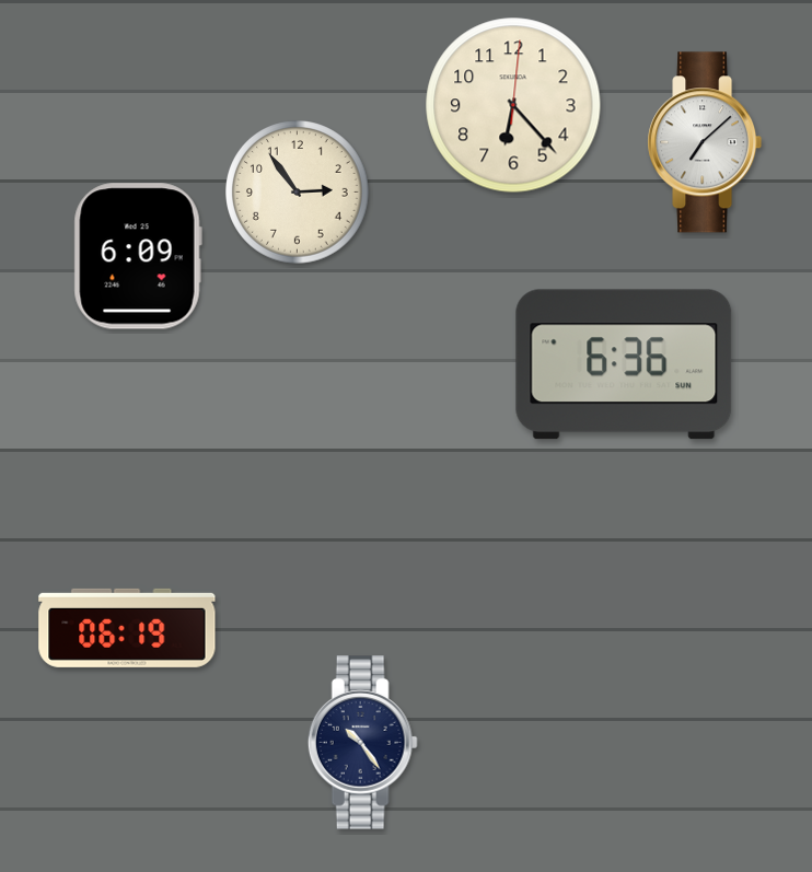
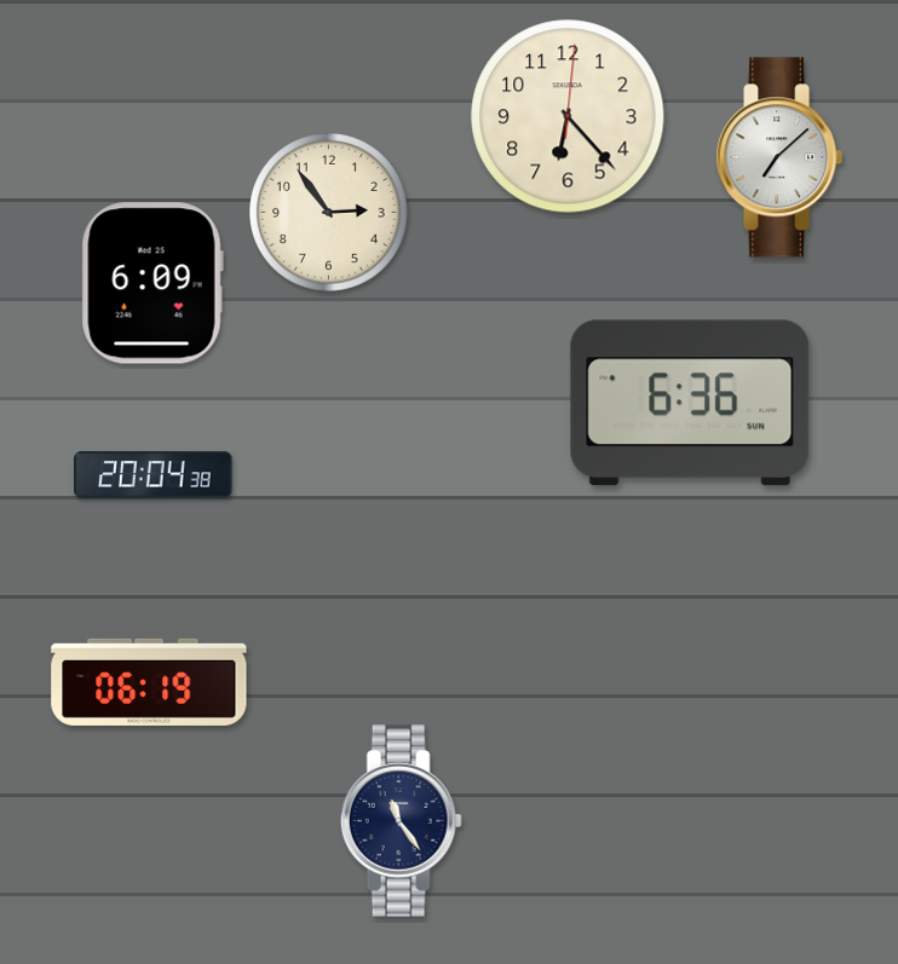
clock at (154, 475): none -> 20:04
clock at (127, 628) position: (127, 628) -> (149, 682)
clock at (362, 743): 10:24 -> 11:24
